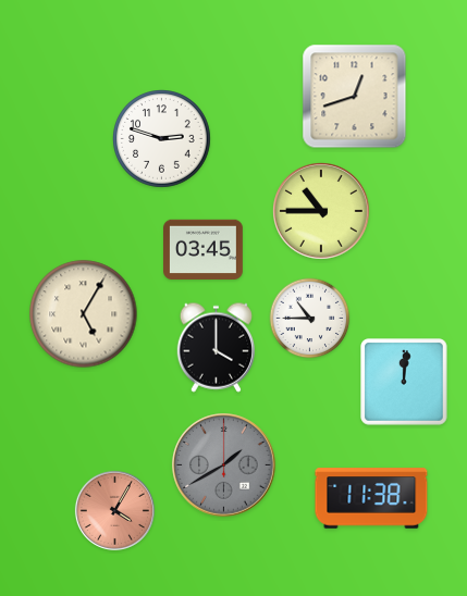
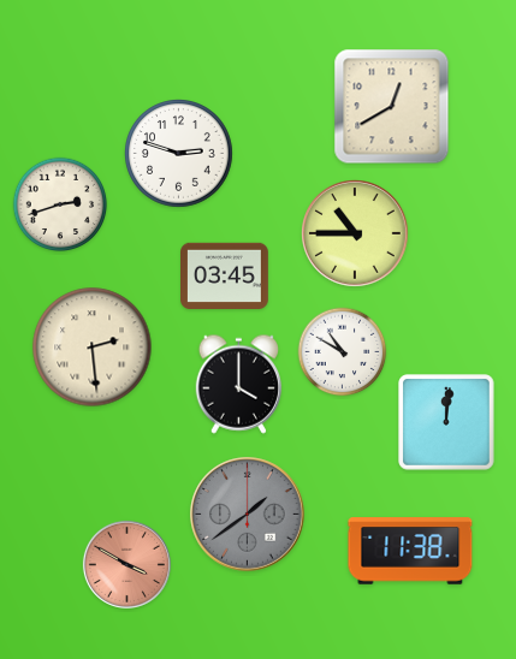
clock at (355, 97): 12:42 -> 12:40
clock at (60, 204): none -> 2:42
clock at (84, 314): 5:05 -> 2:29
clock at (310, 319): 10:45 -> 10:50
clock at (224, 465): 1:40 -> 1:39
clock at (114, 510): 4:05 -> 3:50
